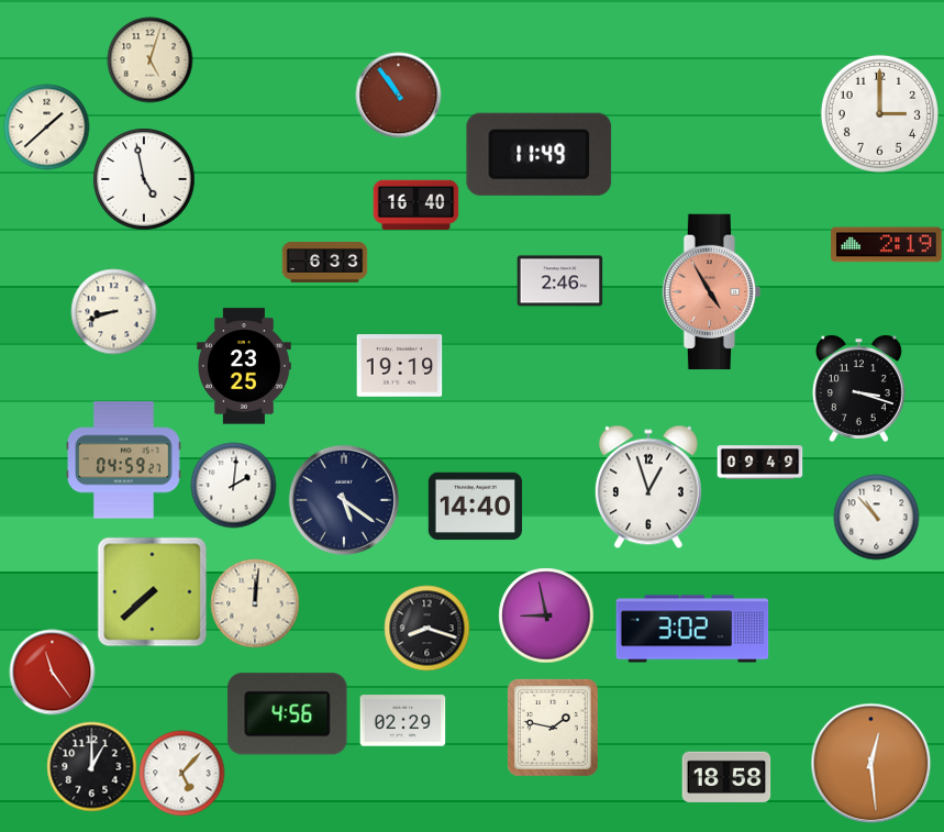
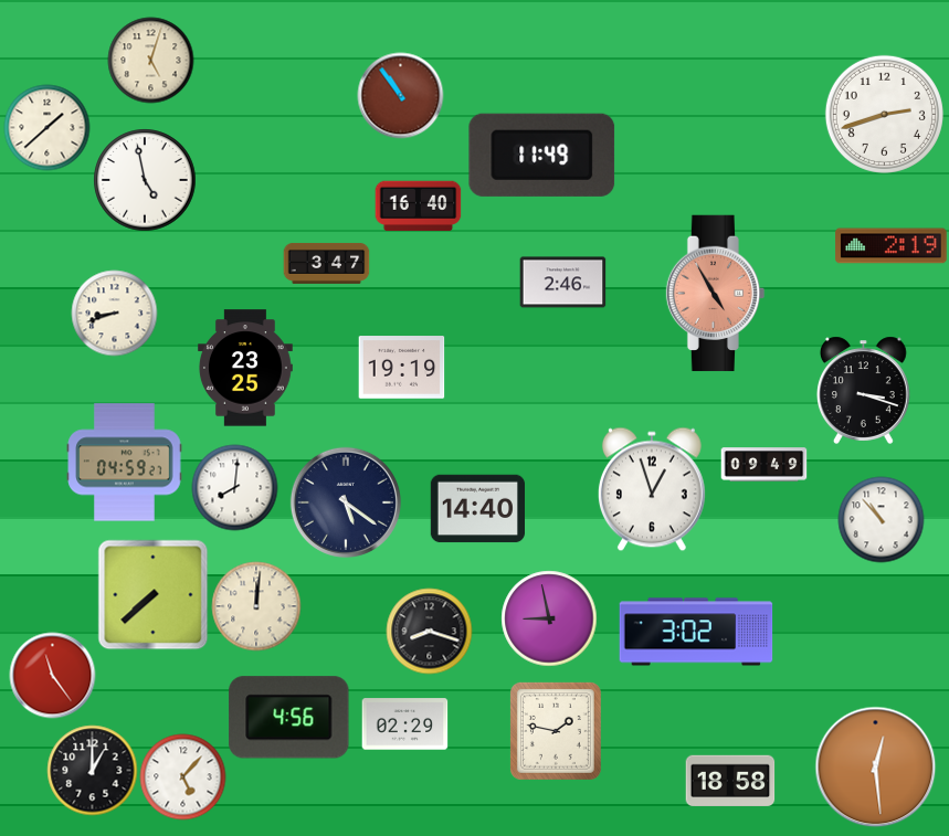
clock at (879, 113): 3:00 -> 2:42
clock at (324, 262): 6:33 -> 3:47
clock at (233, 485): 2:01 -> 8:01
